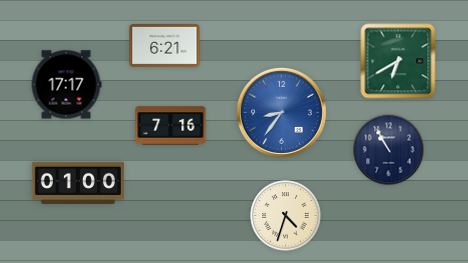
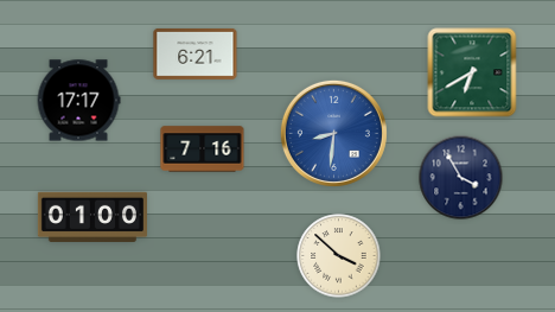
clock at (281, 112): 8:36 -> 8:31
clock at (389, 150): 10:55 -> 3:55
clock at (286, 216): 4:33 -> 3:52
